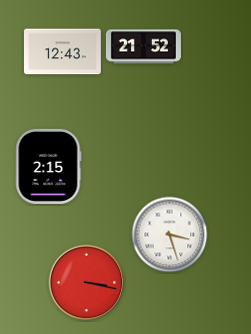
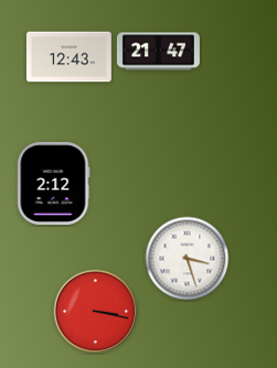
clock at (143, 47): 21:52 -> 21:47
clock at (49, 166): 2:15 -> 2:12
